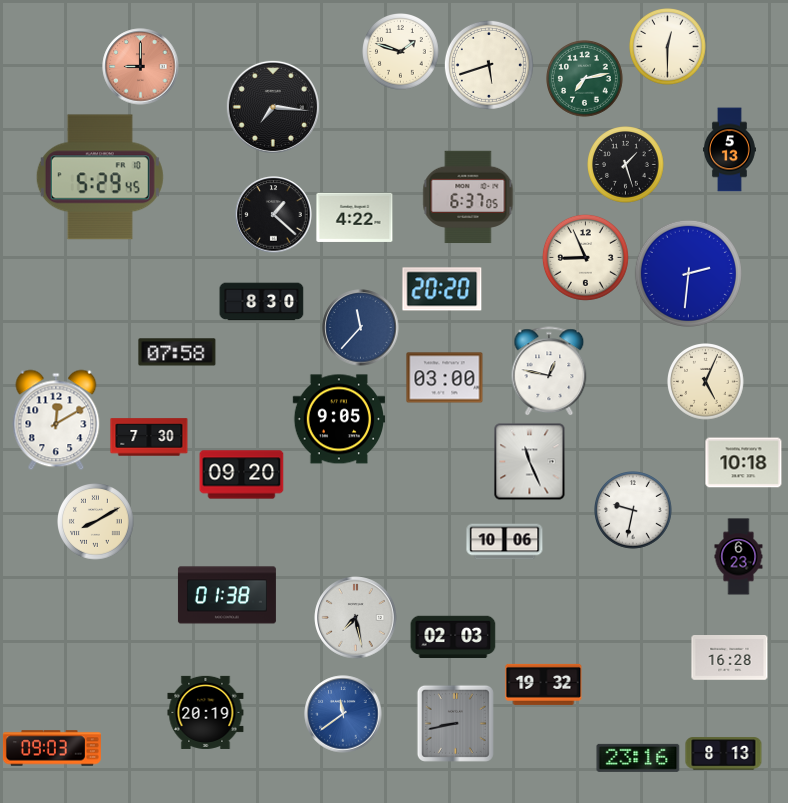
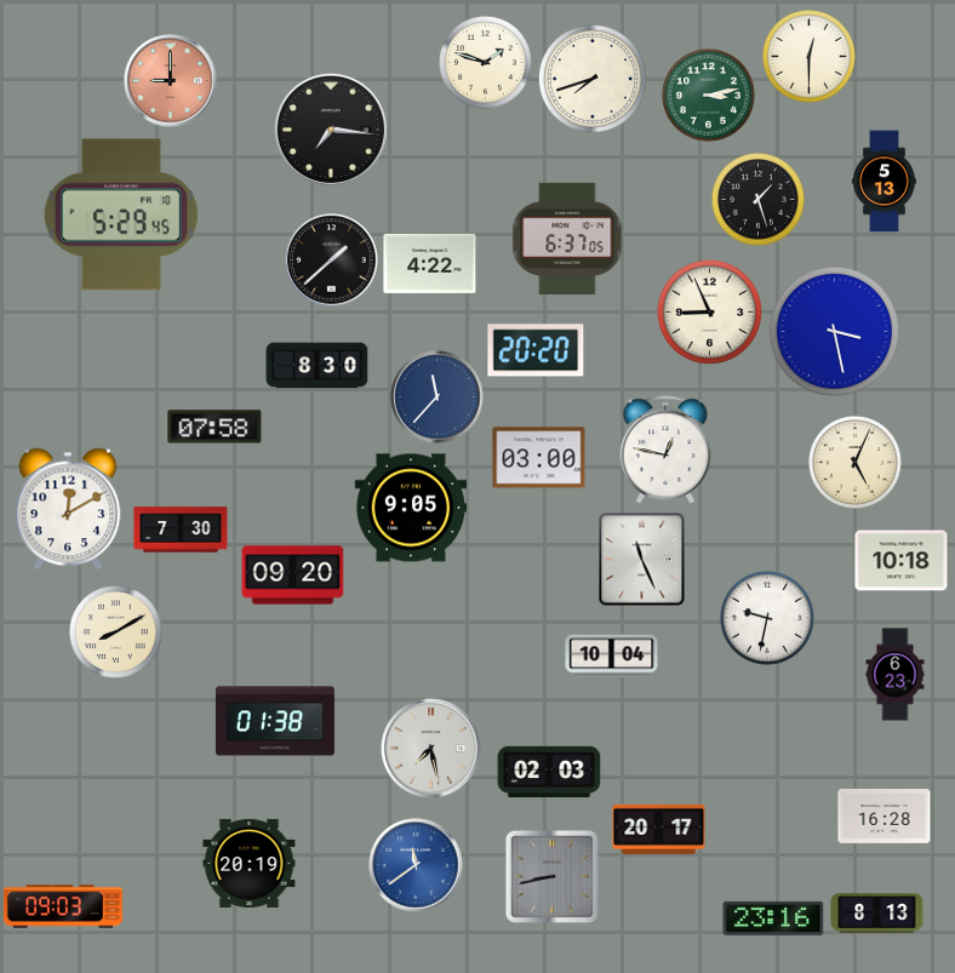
clock at (489, 65): 5:42 -> 7:42
clock at (585, 79): 7:13 -> 3:13
clock at (274, 215): 1:22 -> 1:38
clock at (688, 273): 2:31 -> 3:28
clock at (505, 542): 10:06 -> 10:04
clock at (730, 658) position: (730, 658) -> (885, 817)
clock at (544, 684): 19:32 -> 20:17
